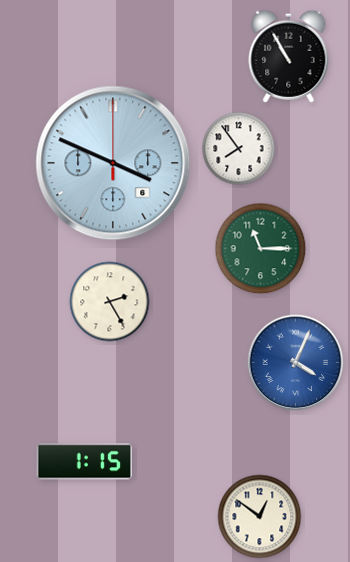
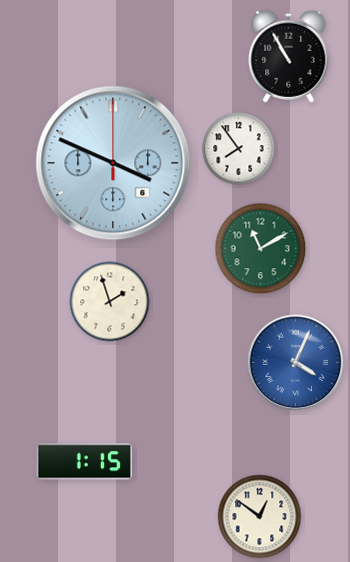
clock at (261, 249): 11:15 -> 11:10
clock at (110, 302): 2:25 -> 1:57
